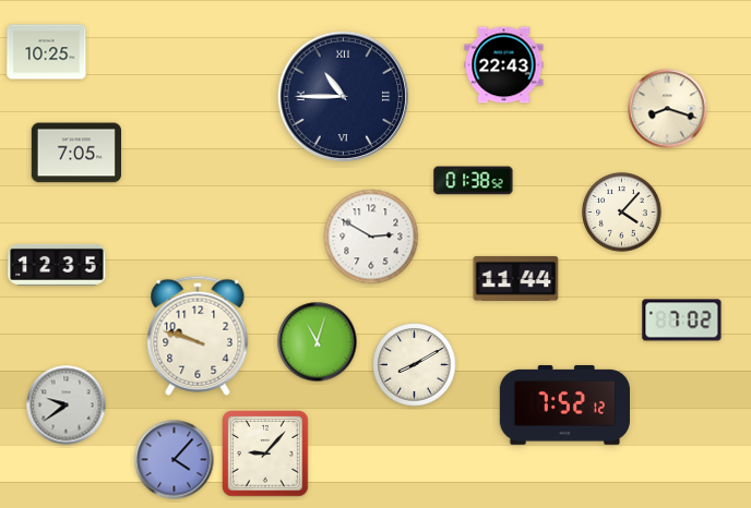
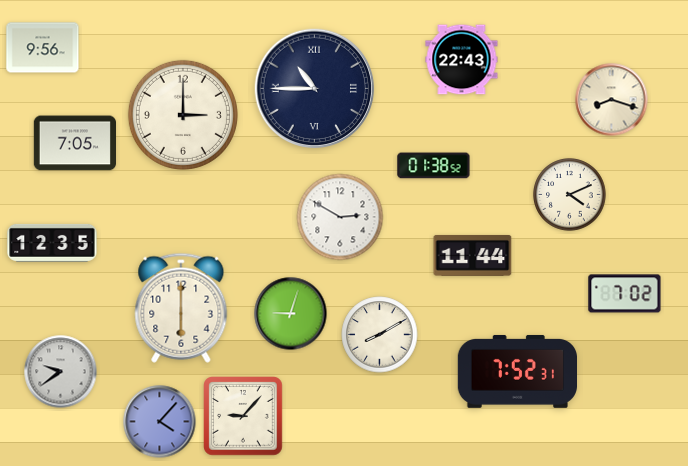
clock at (47, 52): 10:25 -> 9:56
clock at (183, 115): none -> 3:00
clock at (75, 153) position: (75, 153) -> (74, 143)
clock at (622, 213): 4:07 -> 4:11
clock at (198, 336): 9:48 -> 6:00
clock at (318, 342): 11:03 -> 9:03
clock at (564, 404): 7:52:12 -> 7:52:31
